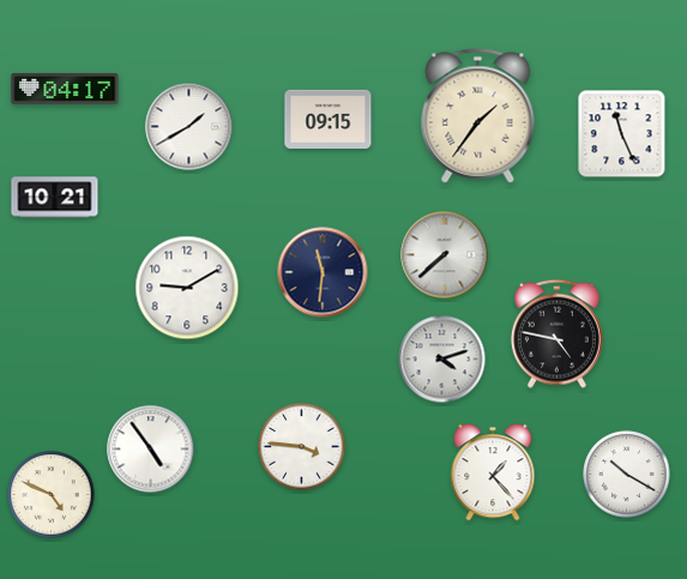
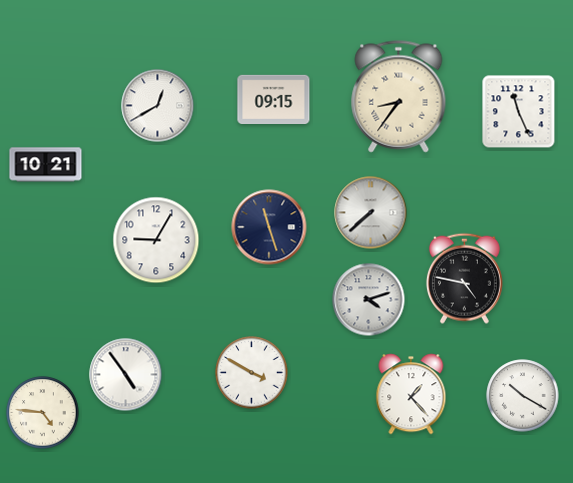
clock at (65, 90): 04:17 -> none
clock at (478, 116): 1:36 -> 8:36
clock at (189, 127): 1:40 -> 12:40
clock at (323, 272): 11:31 -> 11:27
clock at (187, 288): 9:10 -> 9:05
clock at (302, 447): 3:46 -> 3:50
clock at (52, 495): 4:49 -> 4:46
